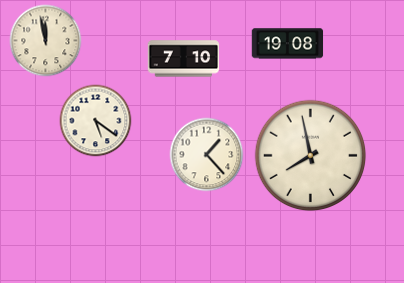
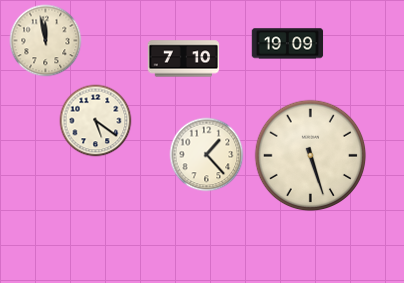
clock at (288, 44): 19:08 -> 19:09
clock at (311, 156): 7:58 -> 5:27
